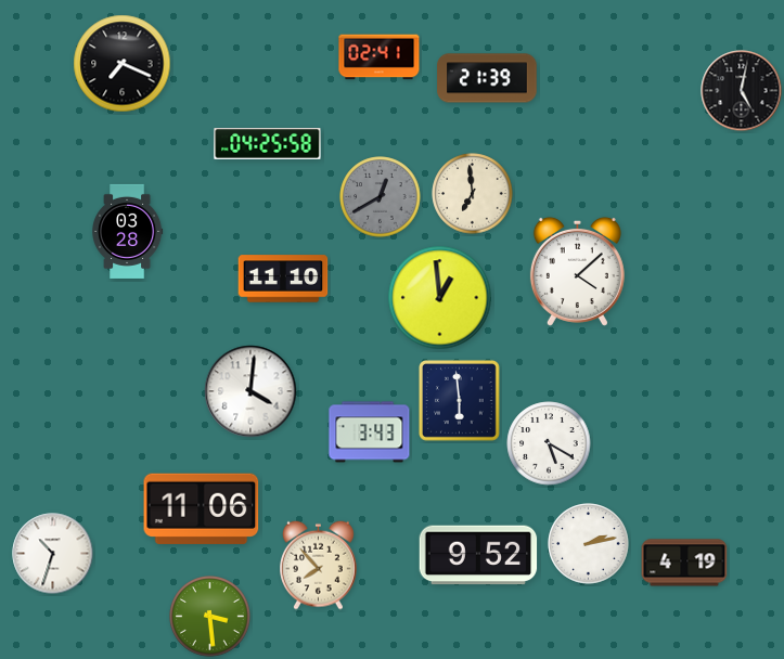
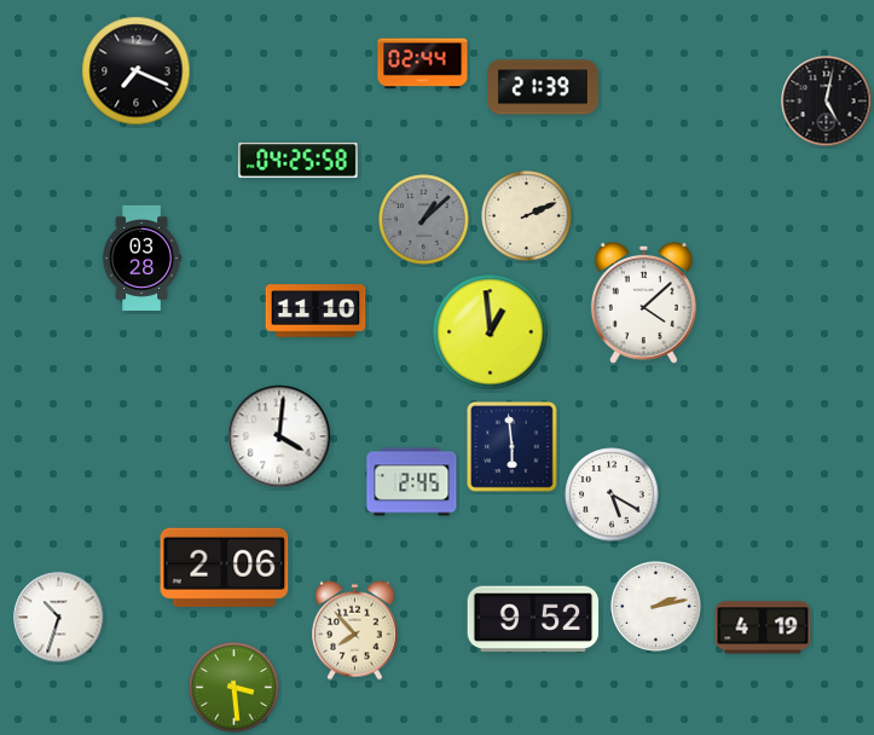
clock at (380, 57): 02:41 -> 02:44
clock at (473, 194): 6:59 -> 2:11
clock at (381, 197): 12:40 -> 1:08
clock at (370, 432): 3:43 -> 2:45
clock at (202, 508): 11:06 -> 2:06
